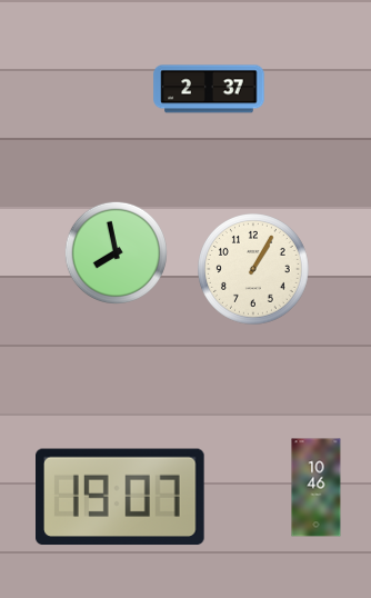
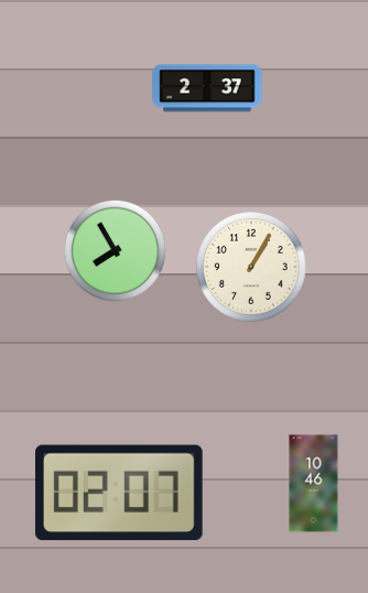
clock at (116, 252): 7:58 -> 7:55
clock at (121, 497): 19:07 -> 02:07
